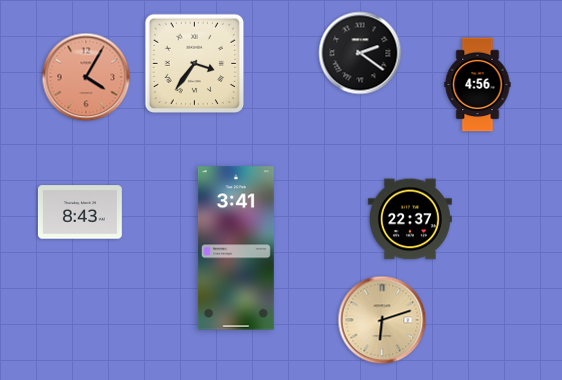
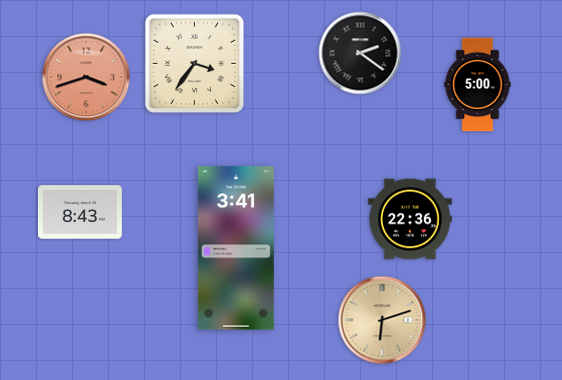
clock at (86, 77): 4:05 -> 3:42
clock at (478, 85): 4:56 -> 5:00
clock at (410, 219): 22:37 -> 22:36
